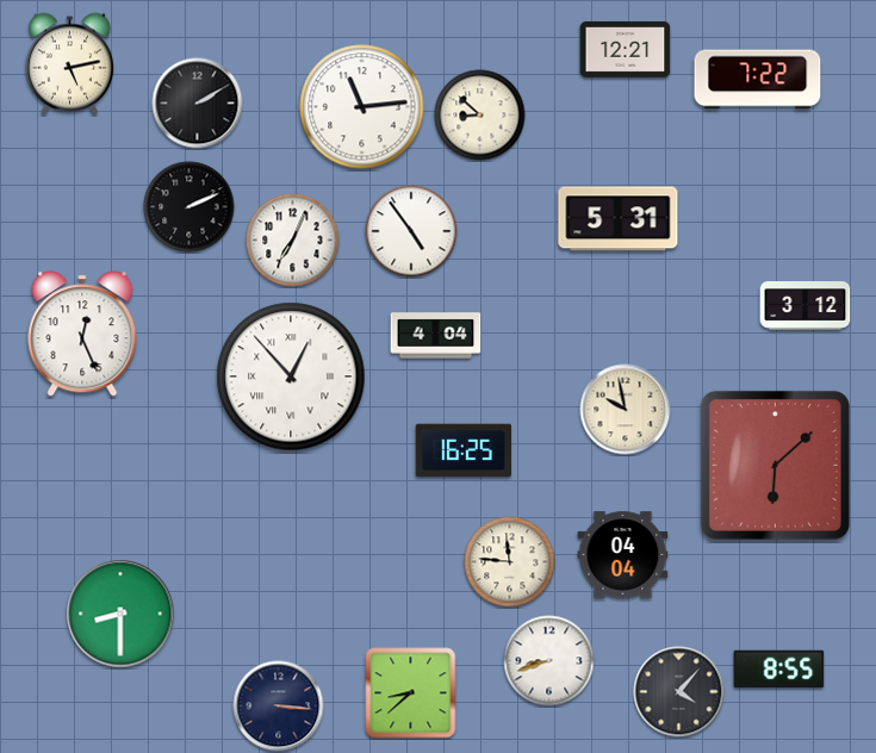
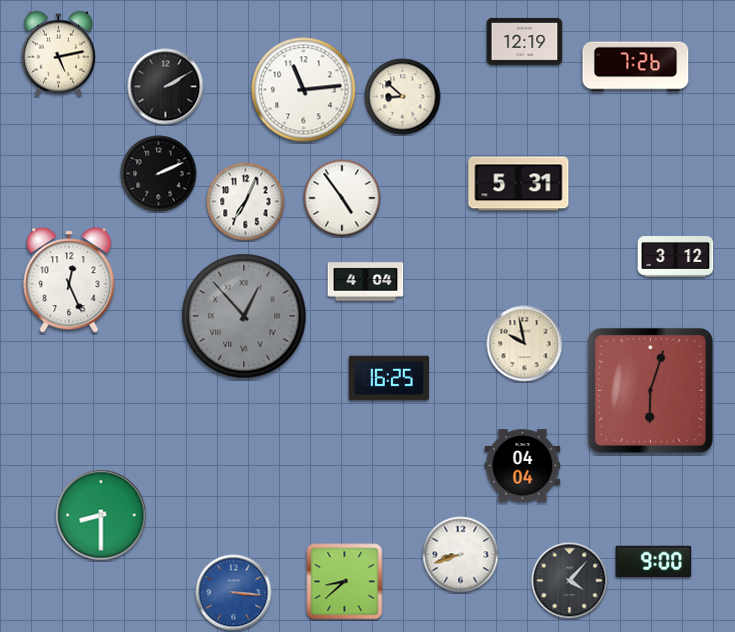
clock at (626, 49): 12:21 -> 12:19
clock at (758, 80): 7:22 -> 7:26
clock at (411, 231) position: (411, 231) -> (342, 198)
clock at (291, 376) dial: white -> grey
clock at (775, 465): 6:08 -> 6:03
clock at (510, 562): 11:46 -> none
clock at (779, 670): 8:55 -> 9:00
clock at (279, 707) dial: navy -> blue
